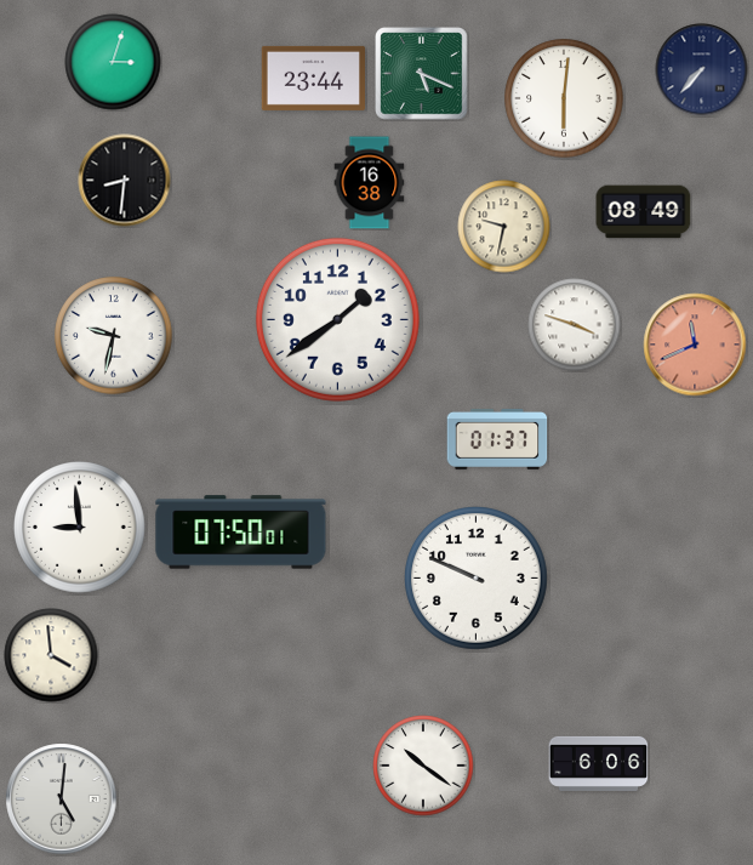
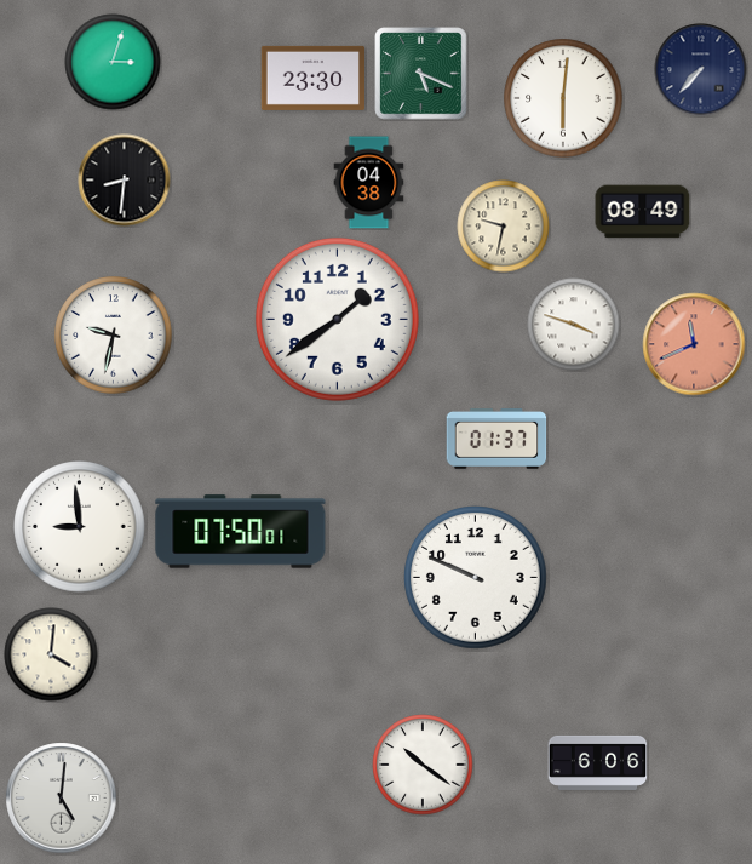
clock at (314, 78): 23:44 -> 23:30
clock at (370, 183): 16:38 -> 04:38
clock at (51, 655): 3:59 -> 4:01
